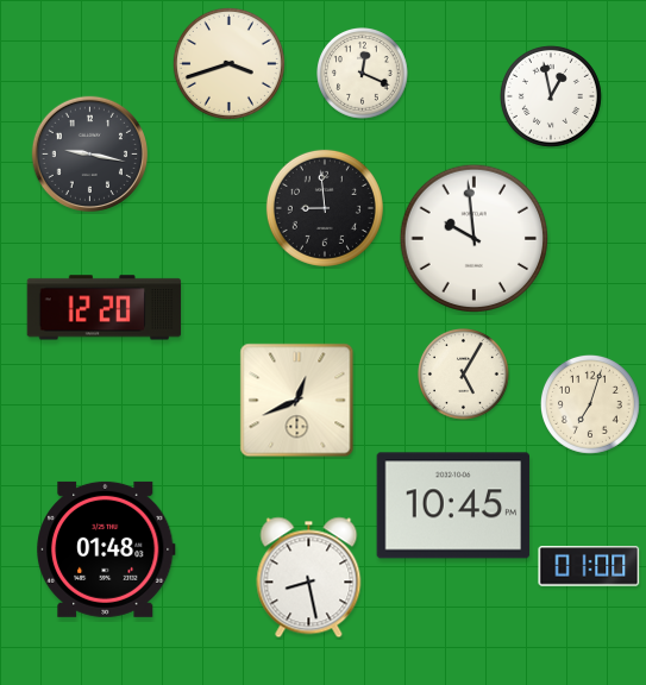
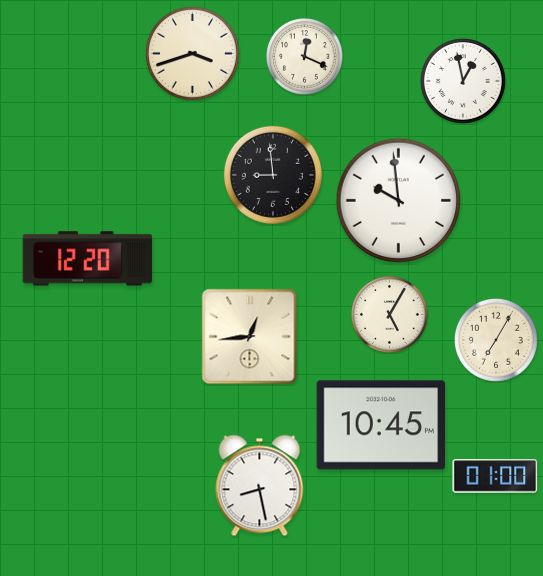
clock at (363, 74) position: (363, 74) -> (305, 57)
clock at (89, 153): 9:17 -> none
clock at (297, 401): 12:41 -> 12:44
clock at (590, 404): 7:03 -> 7:05
clock at (107, 549): 01:48 -> none
